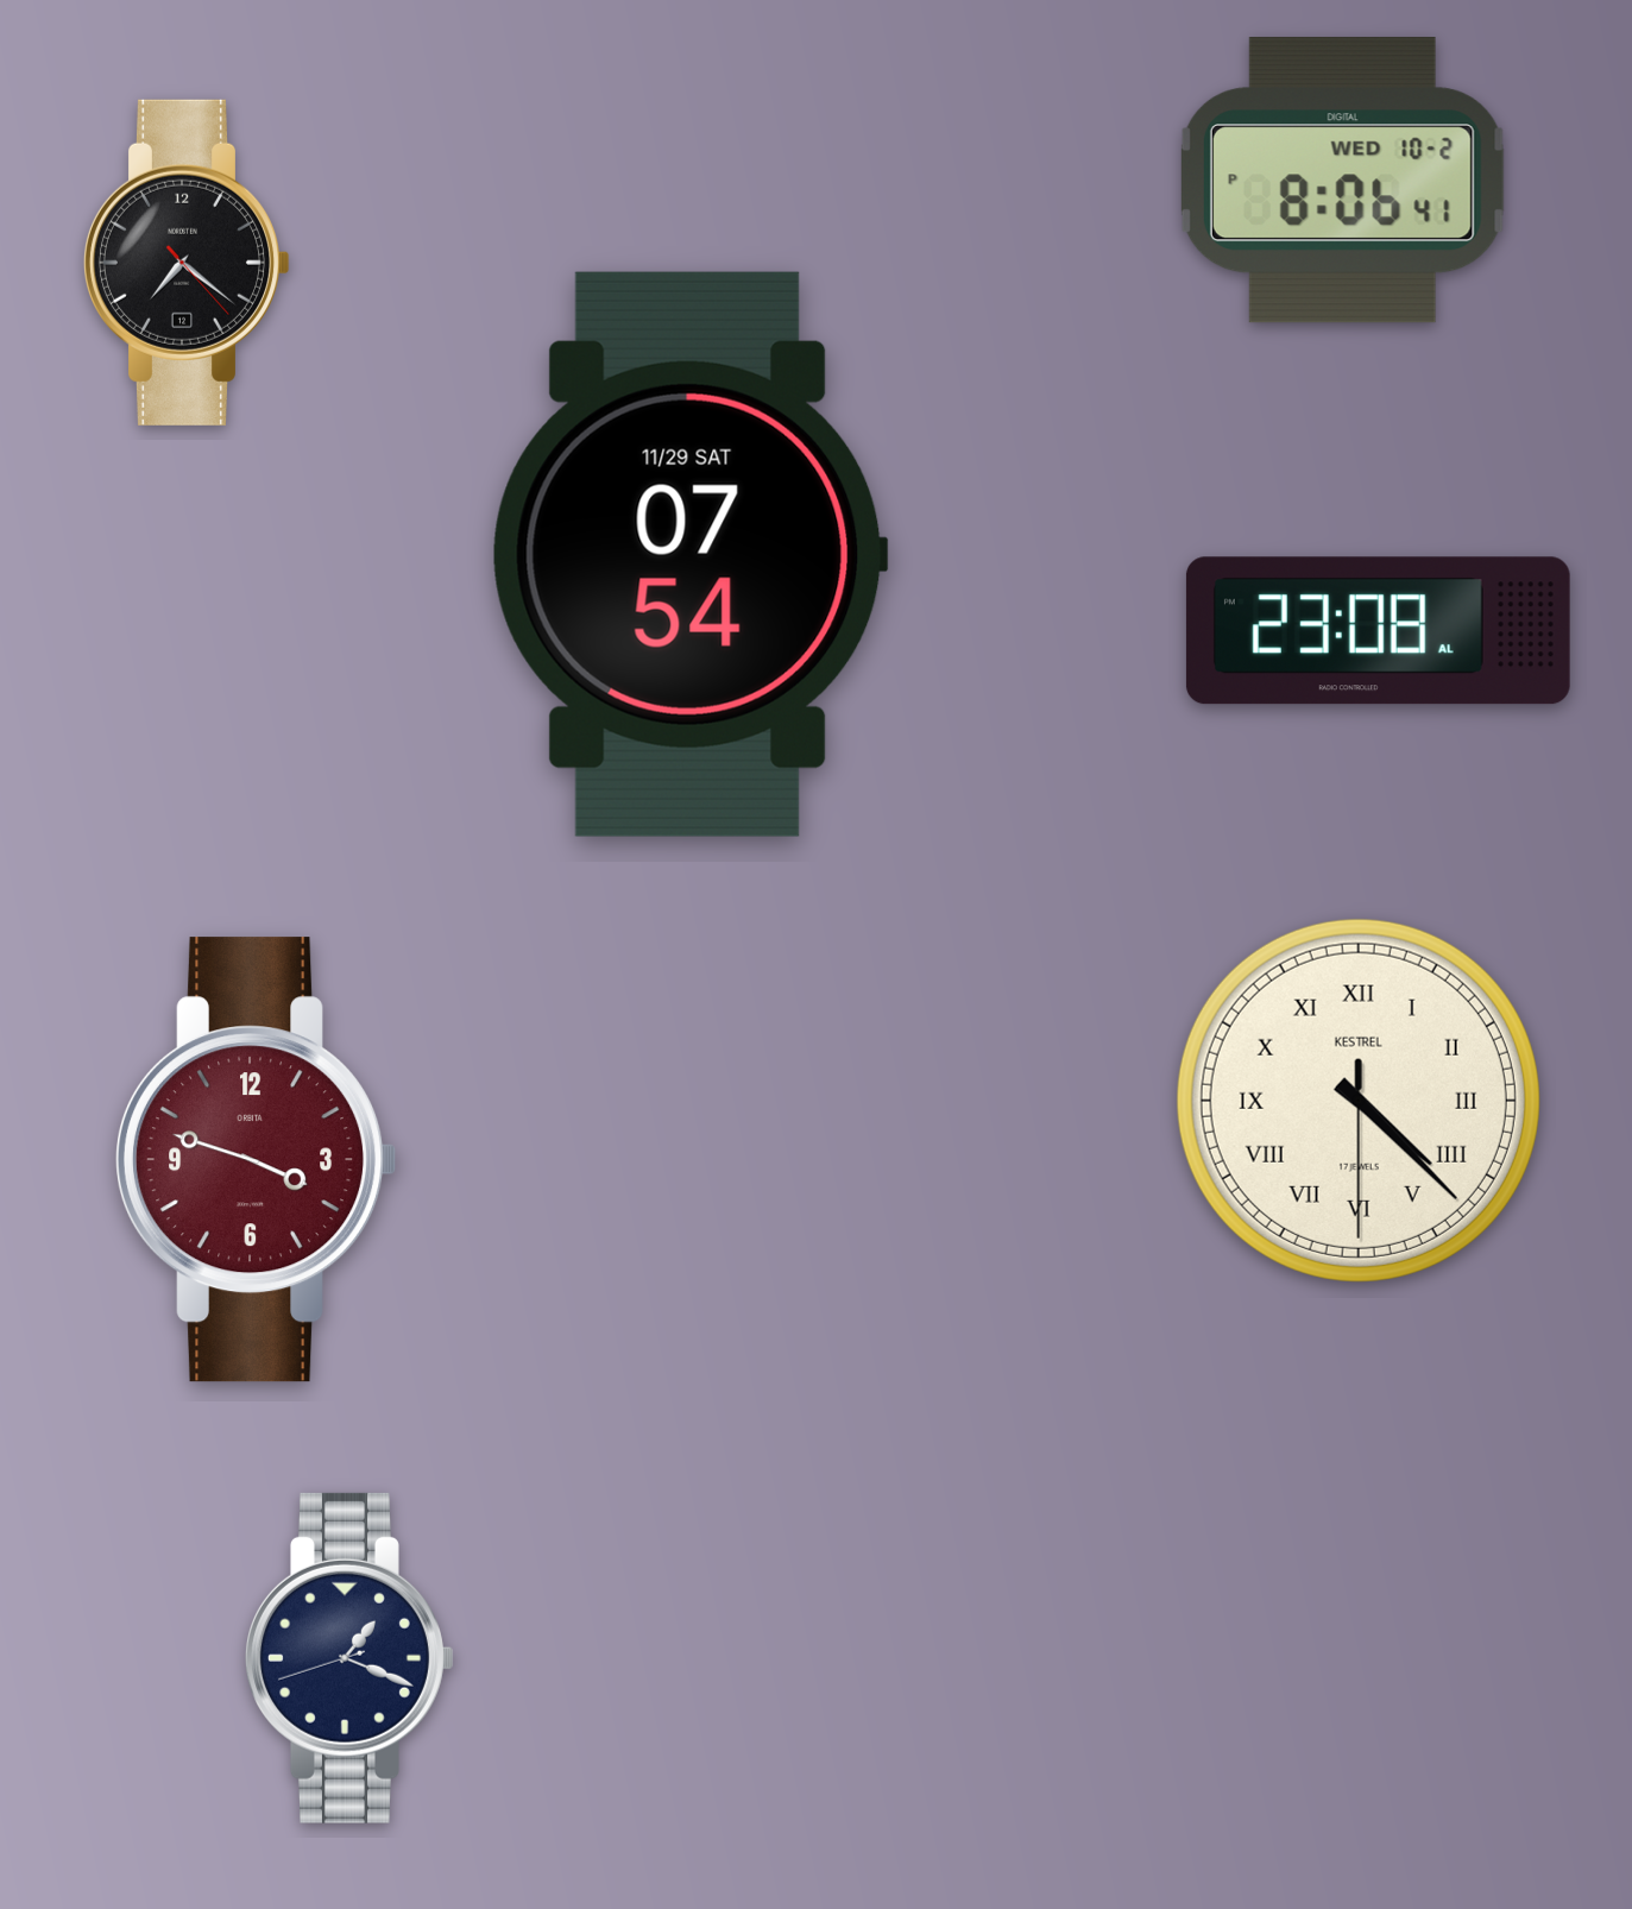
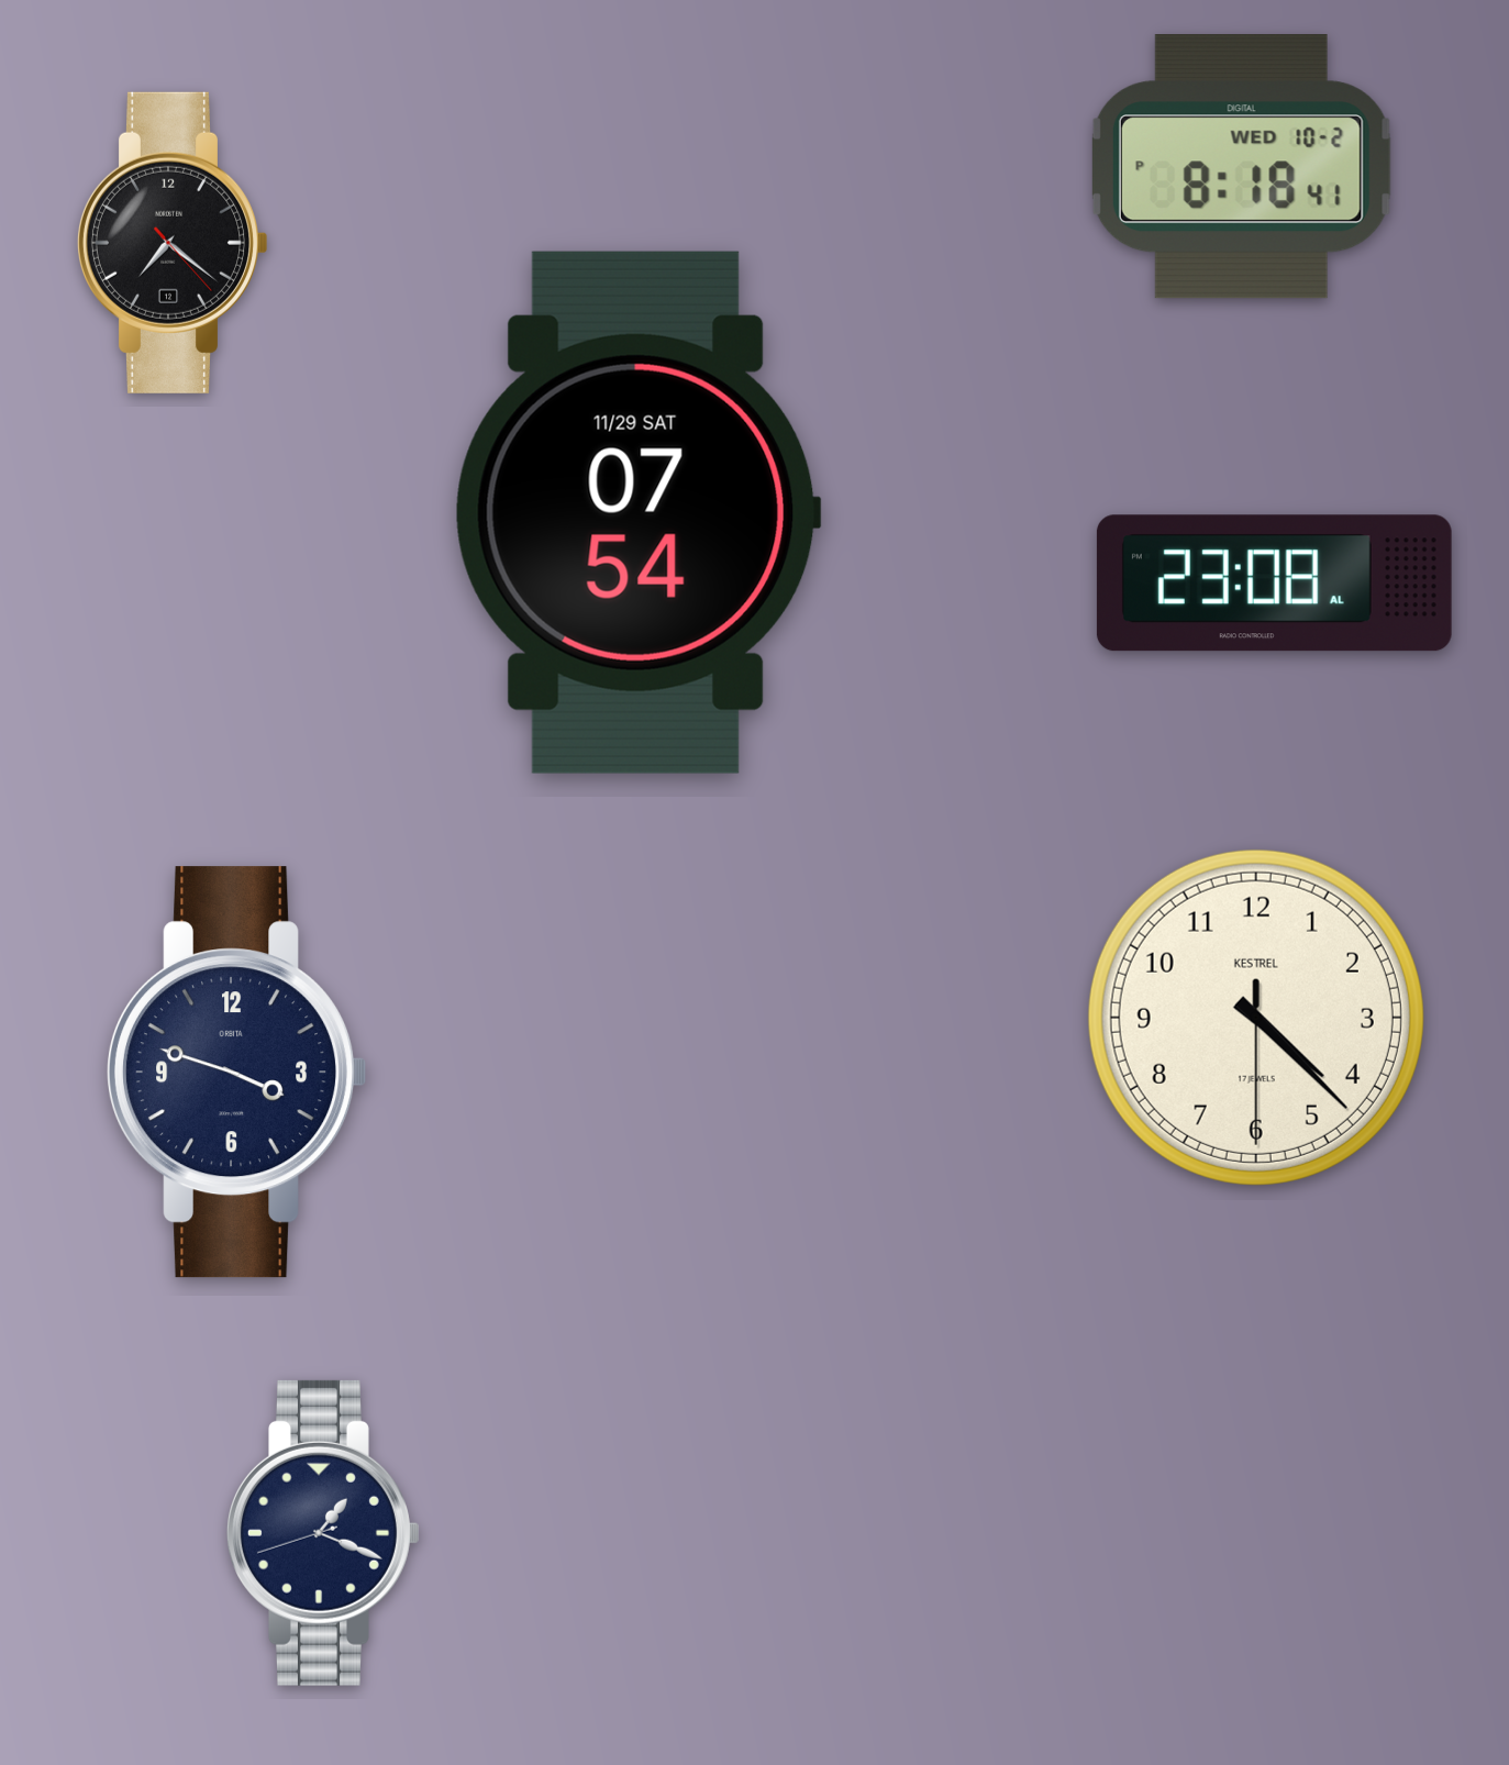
clock at (1342, 181): 8:06 -> 8:18
clock at (1359, 1101) numerals: Roman -> Arabic
clock at (257, 1160) dial: burgundy -> navy
